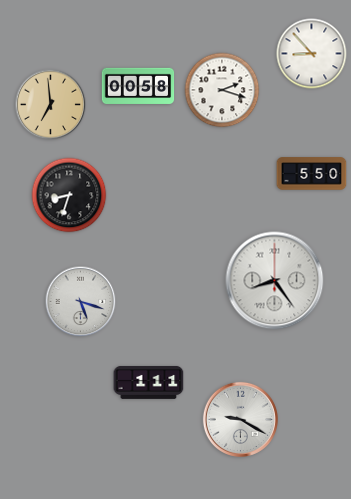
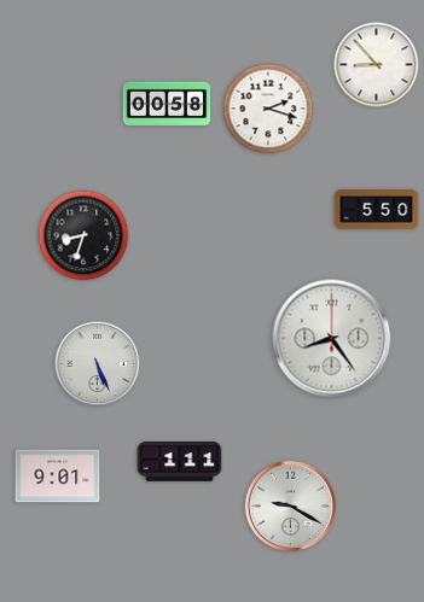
clock at (51, 105): 6:59 -> none
clock at (81, 302): 5:18 -> 5:26
clock at (58, 477): none -> 9:01
